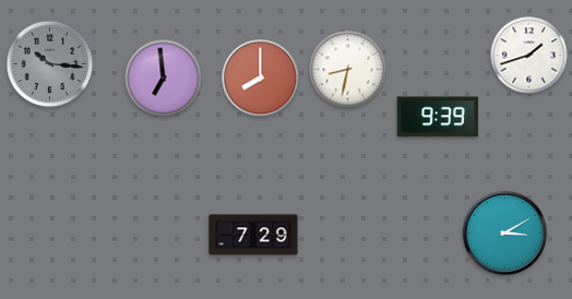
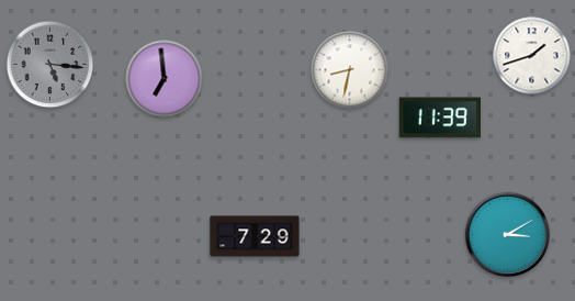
clock at (50, 64): 10:16 -> 5:16
clock at (261, 79): 8:00 -> none
clock at (438, 117): 9:39 -> 11:39
